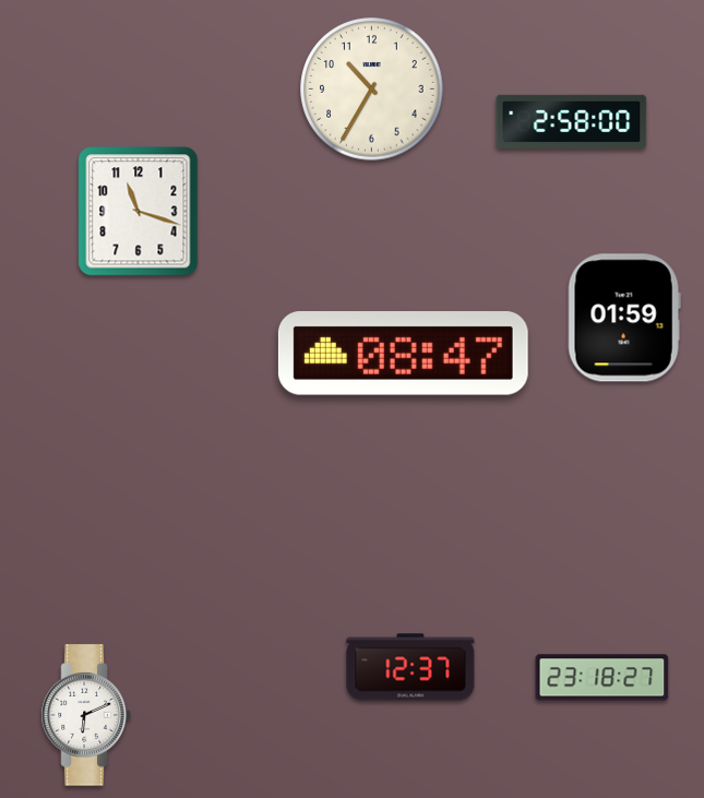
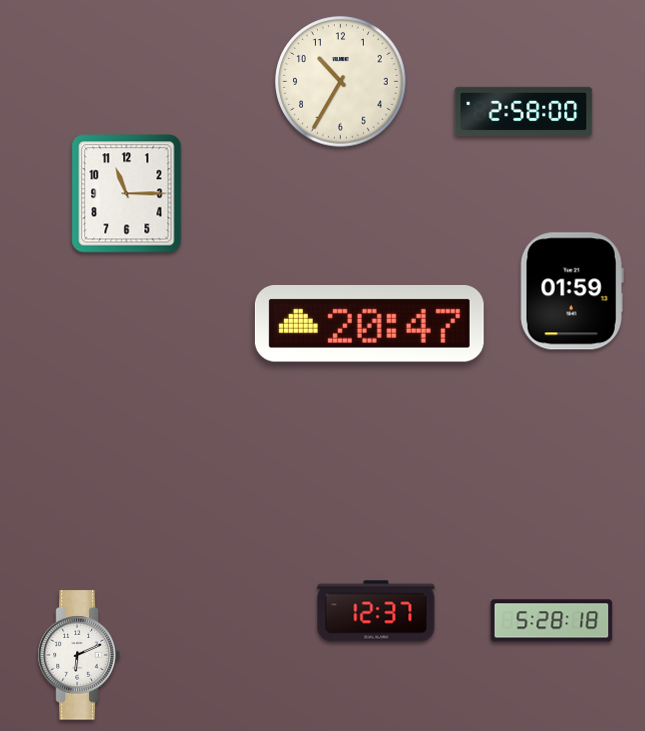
clock at (139, 212): 11:18 -> 11:15
clock at (403, 354): 08:47 -> 20:47
clock at (602, 678): 23:18 -> 5:28
